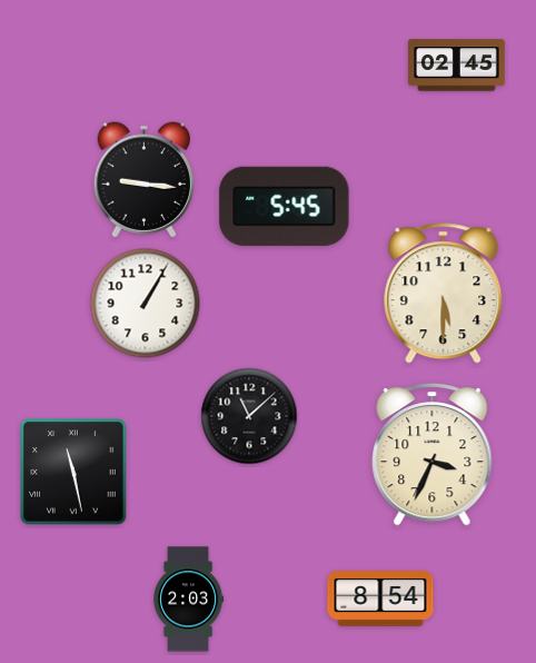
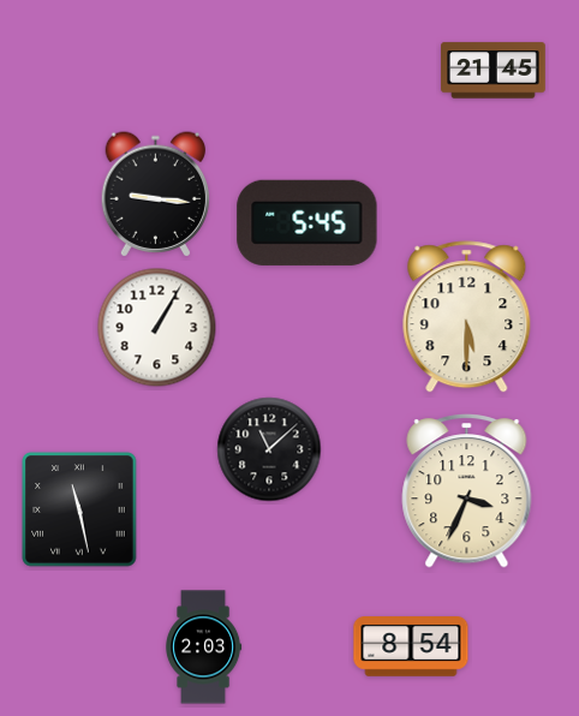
clock at (457, 66): 02:45 -> 21:45
clock at (444, 294) position: (444, 294) -> (467, 317)
